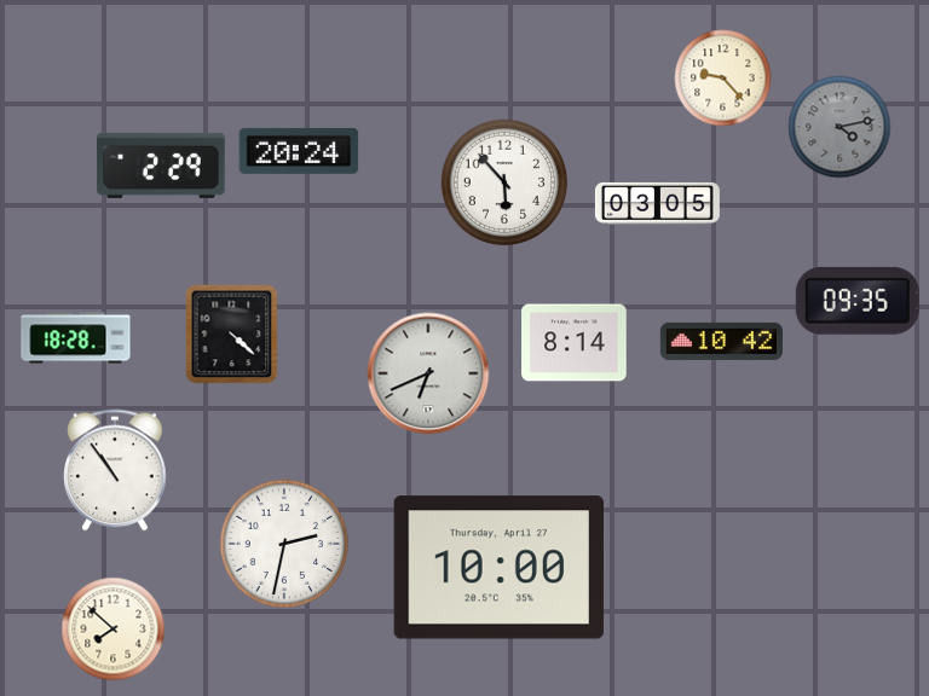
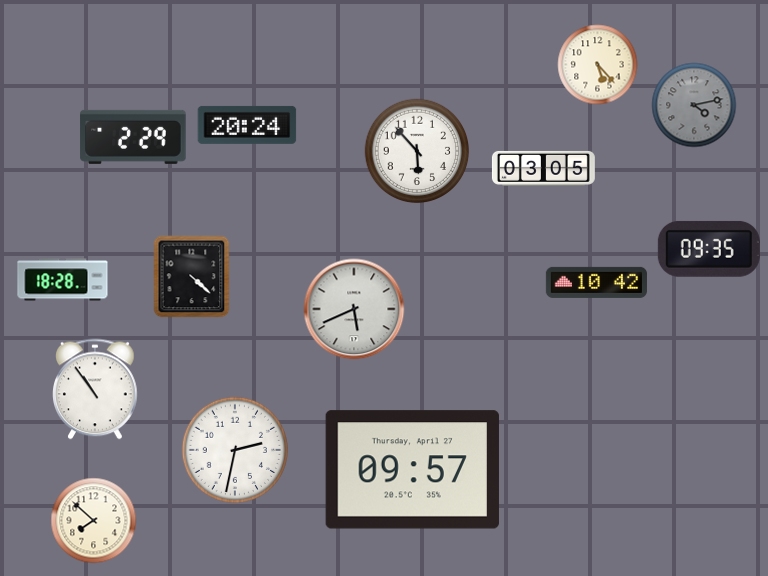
clock at (723, 79): 9:23 -> 5:23
clock at (575, 343): 8:14 -> none
clock at (428, 373): 6:41 -> 5:41
clock at (498, 568): 10:00 -> 09:57
